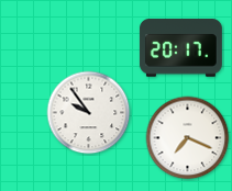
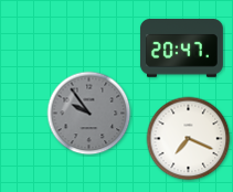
clock at (181, 48): 20:17 -> 20:47
clock at (89, 113) dial: white -> grey
